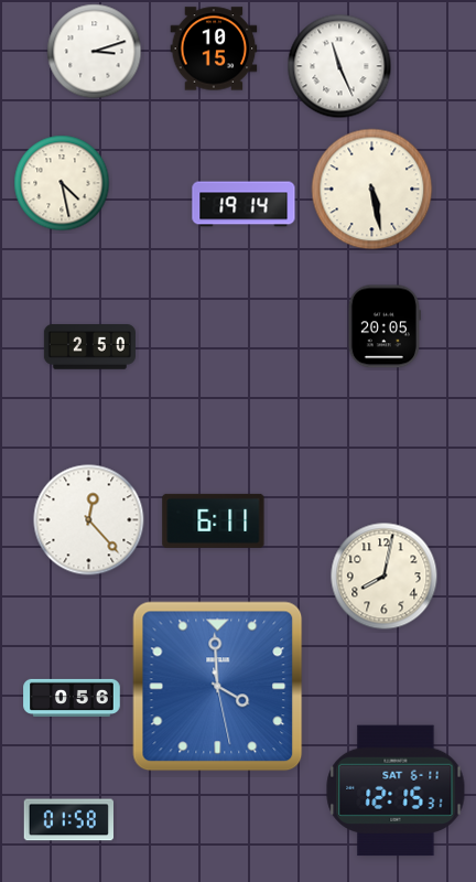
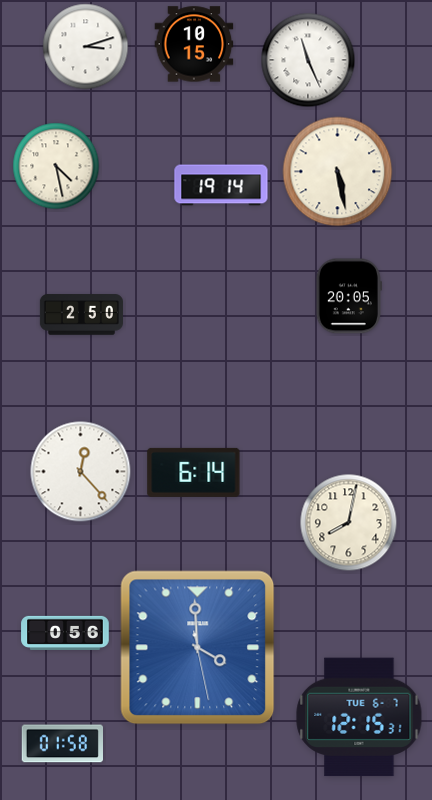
clock at (214, 520): 6:11 -> 6:14
clock at (218, 687) position: (218, 687) -> (198, 648)
clock at (396, 790) date: SAT 6-11 -> TUE 6-7
